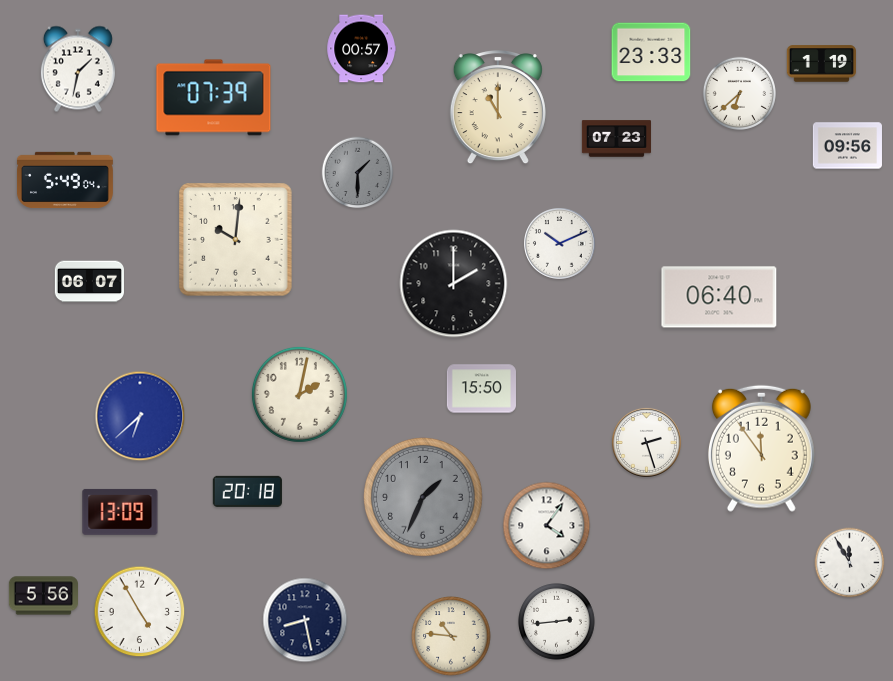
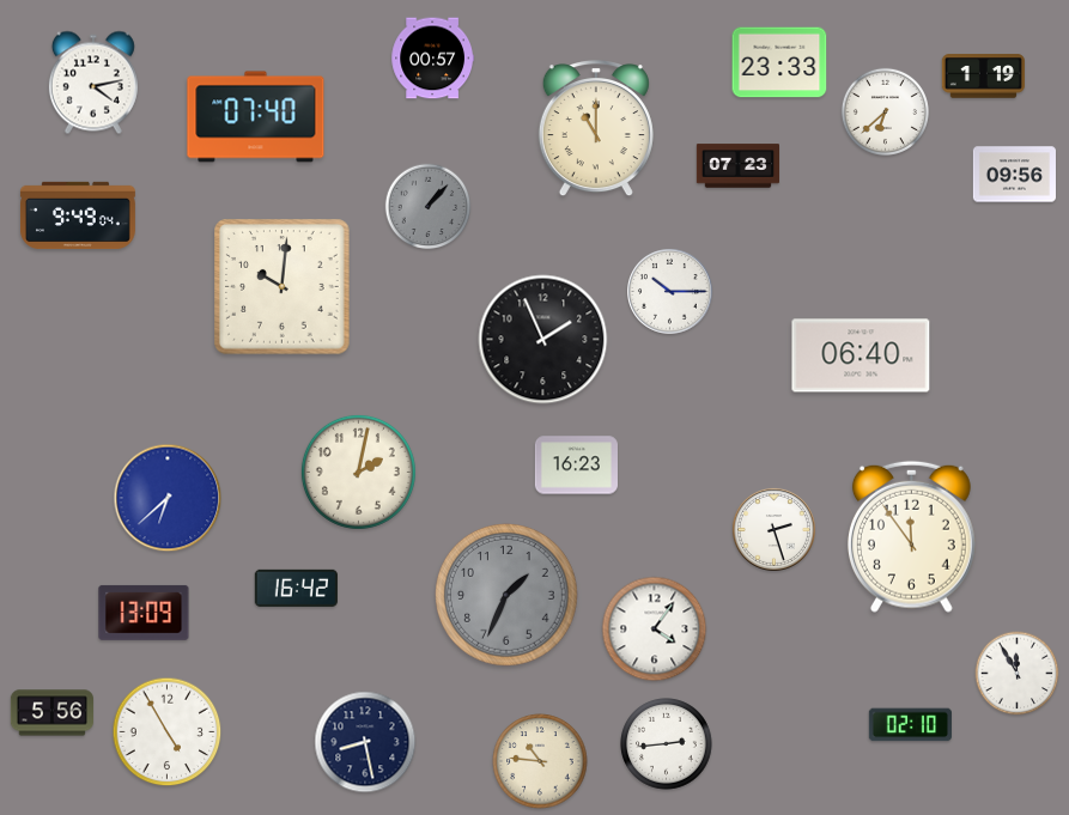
clock at (78, 69): 1:32 -> 4:13
clock at (214, 98): 07:39 -> 07:40
clock at (358, 173): 1:30 -> 1:07
clock at (65, 180): 5:49 -> 9:49
clock at (560, 244): 10:11 -> 10:15
clock at (89, 282): 06:07 -> none
clock at (454, 284): 2:00 -> 1:56
clock at (481, 389): 15:50 -> 16:23
clock at (247, 491): 20:18 -> 16:42
clock at (910, 725): none -> 02:10
